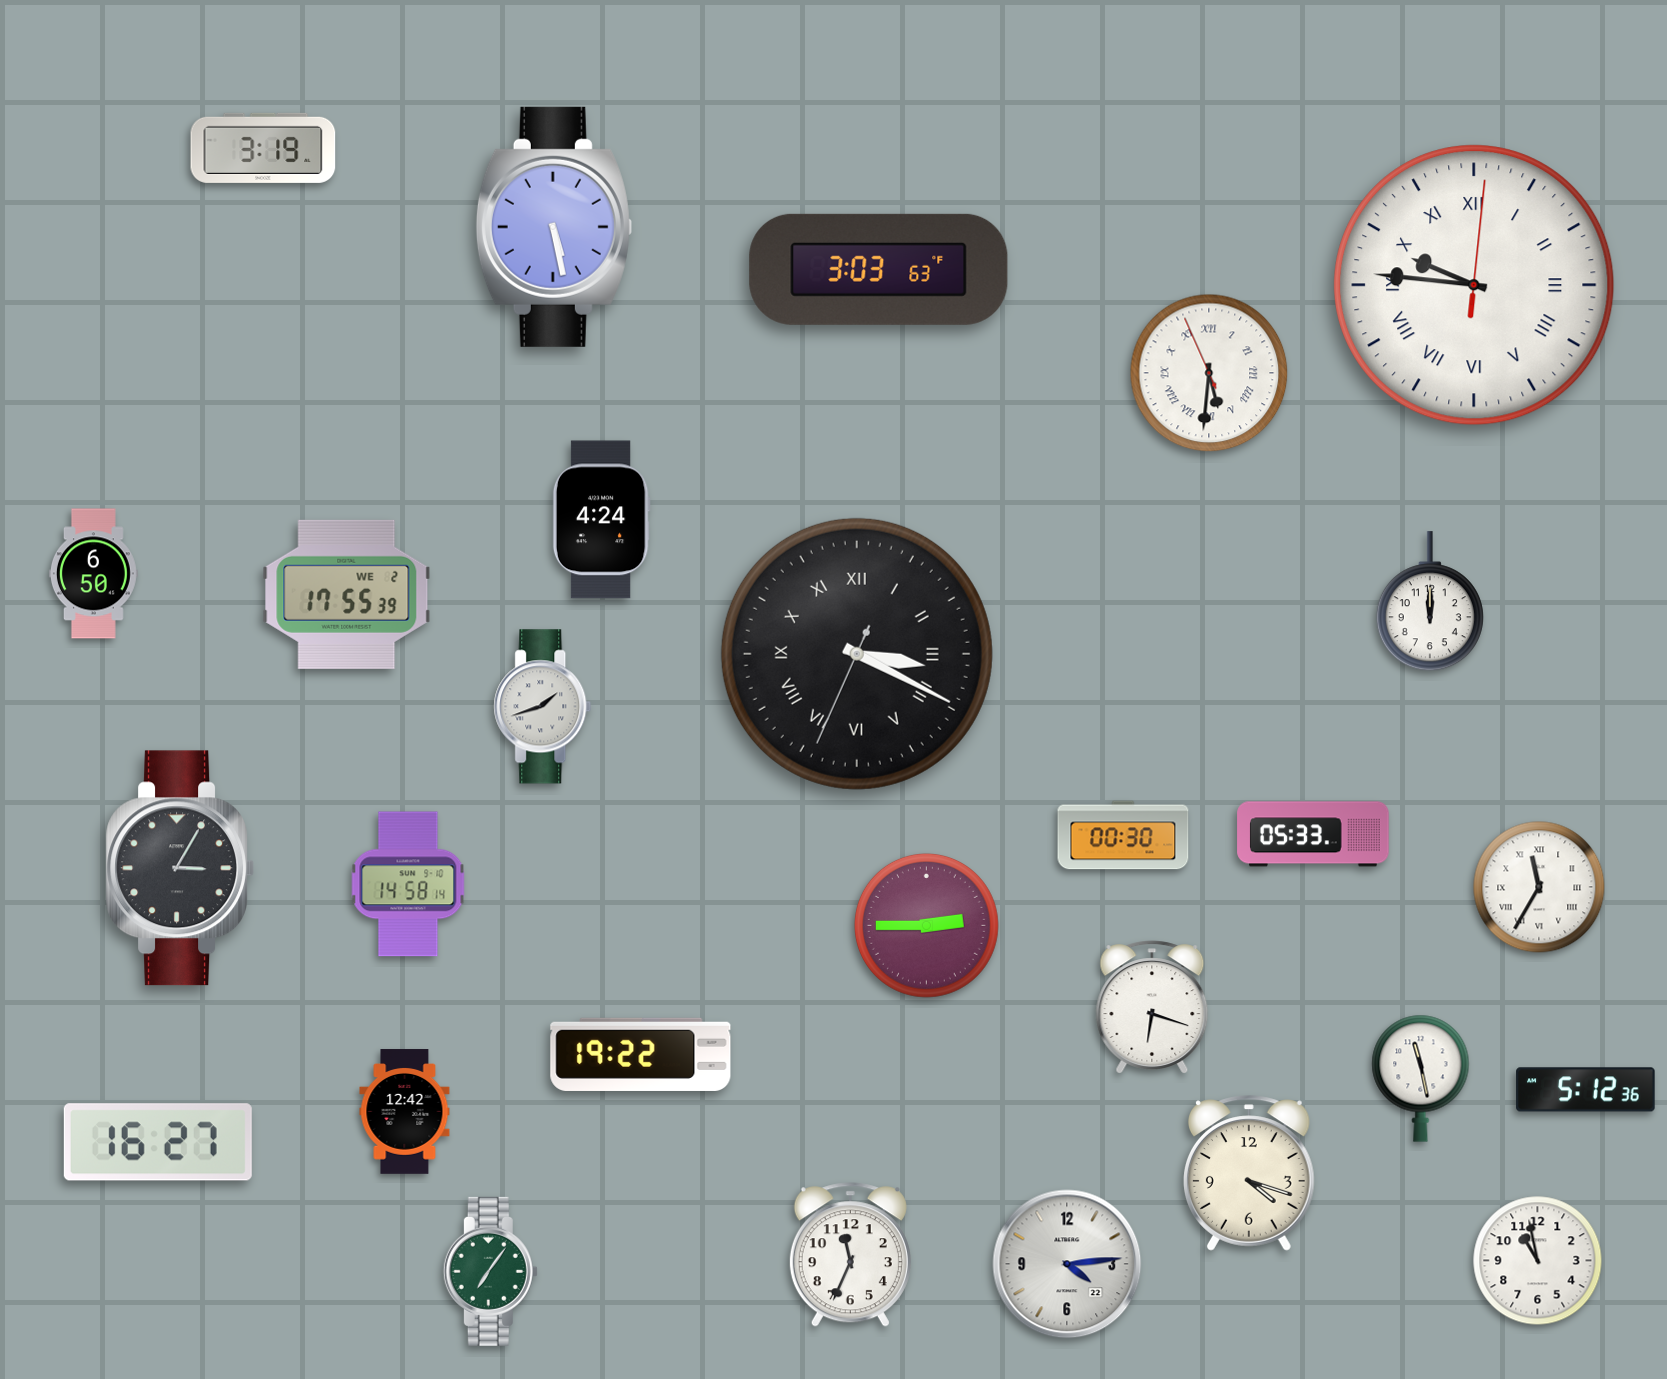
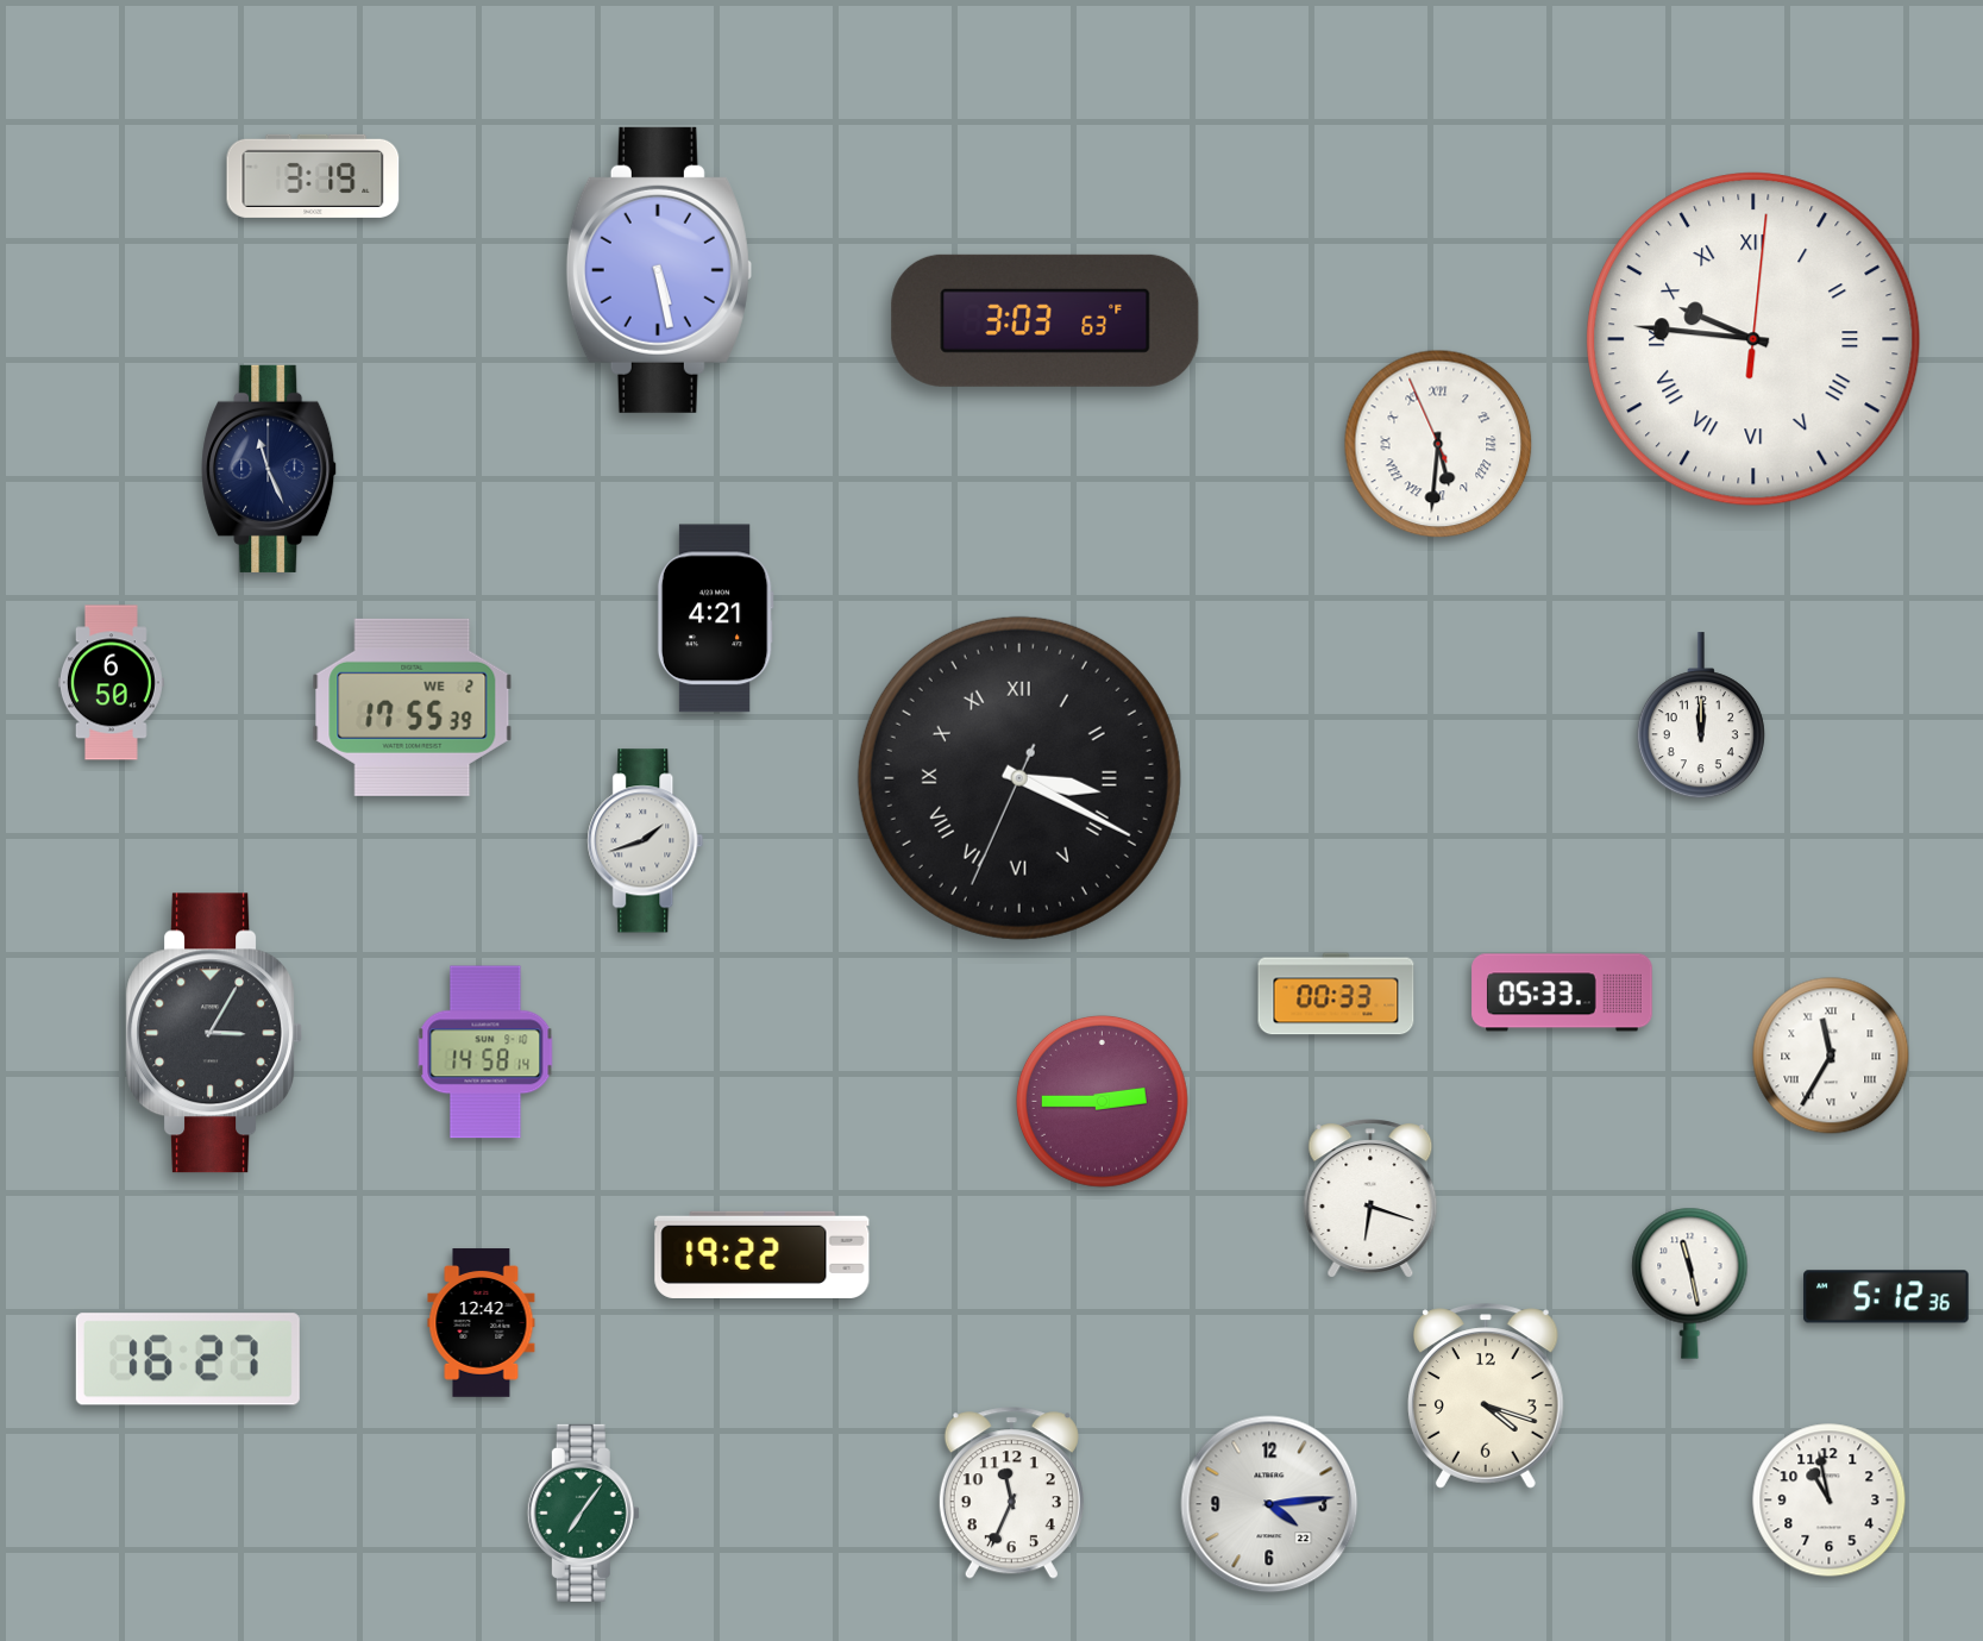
clock at (270, 469): none -> 11:26
clock at (601, 520): 4:24 -> 4:21
clock at (1123, 835): 00:30 -> 00:33
